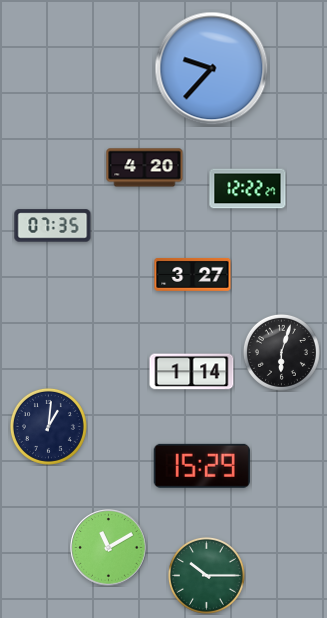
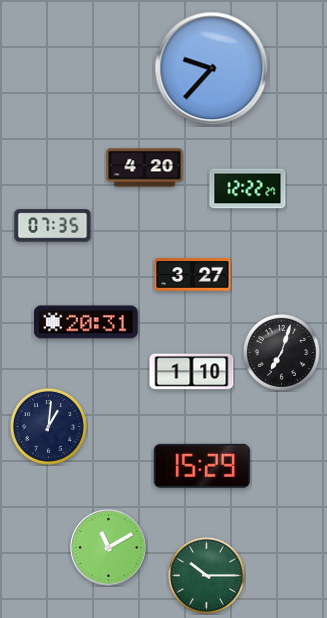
clock at (86, 322): none -> 20:31
clock at (281, 352): 6:03 -> 7:03
clock at (192, 372): 1:14 -> 1:10
